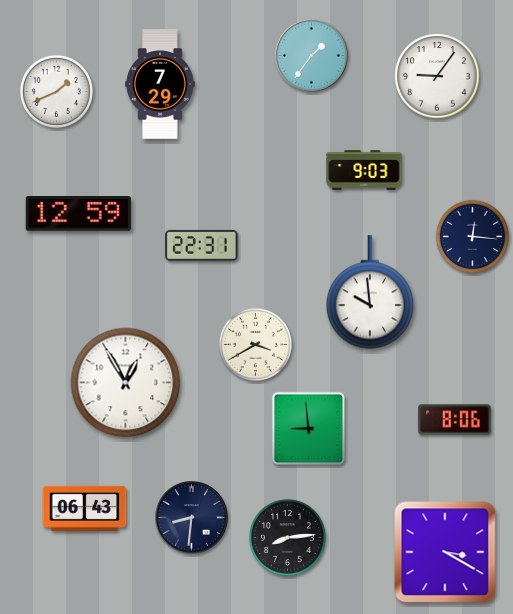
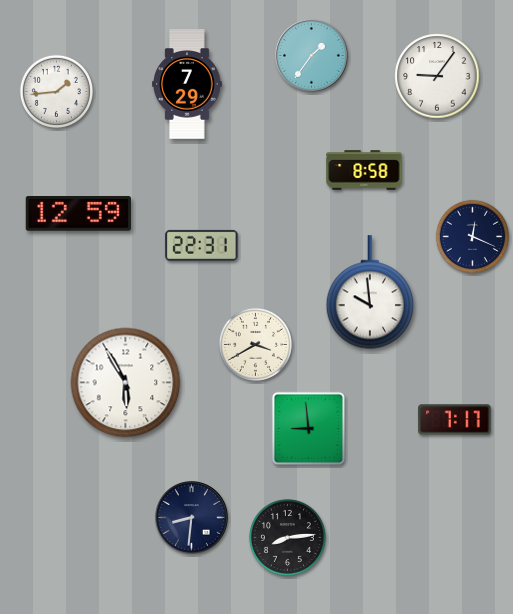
clock at (160, 84) position: (160, 84) -> (187, 84)
clock at (56, 91): 1:41 -> 1:44
clock at (364, 170): 9:03 -> 8:58
clock at (472, 236): 12:16 -> 12:19
clock at (126, 383): 12:55 -> 5:55
clock at (455, 420): 8:06 -> 7:17
clock at (85, 508): 06:43 -> none
clock at (445, 552): 3:20 -> none
